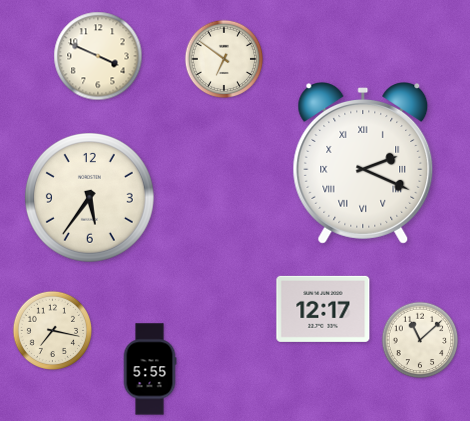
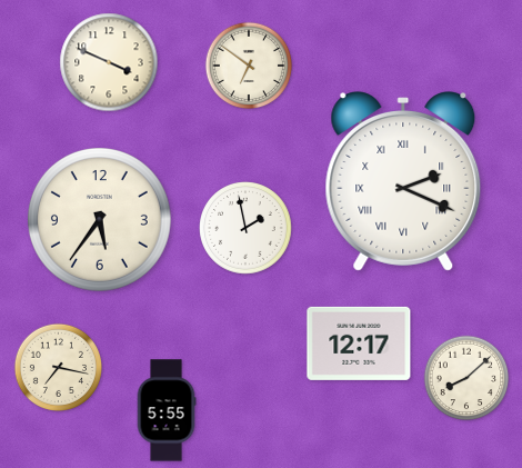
clock at (245, 228): none -> 1:58
clock at (420, 340): 11:08 -> 8:08
